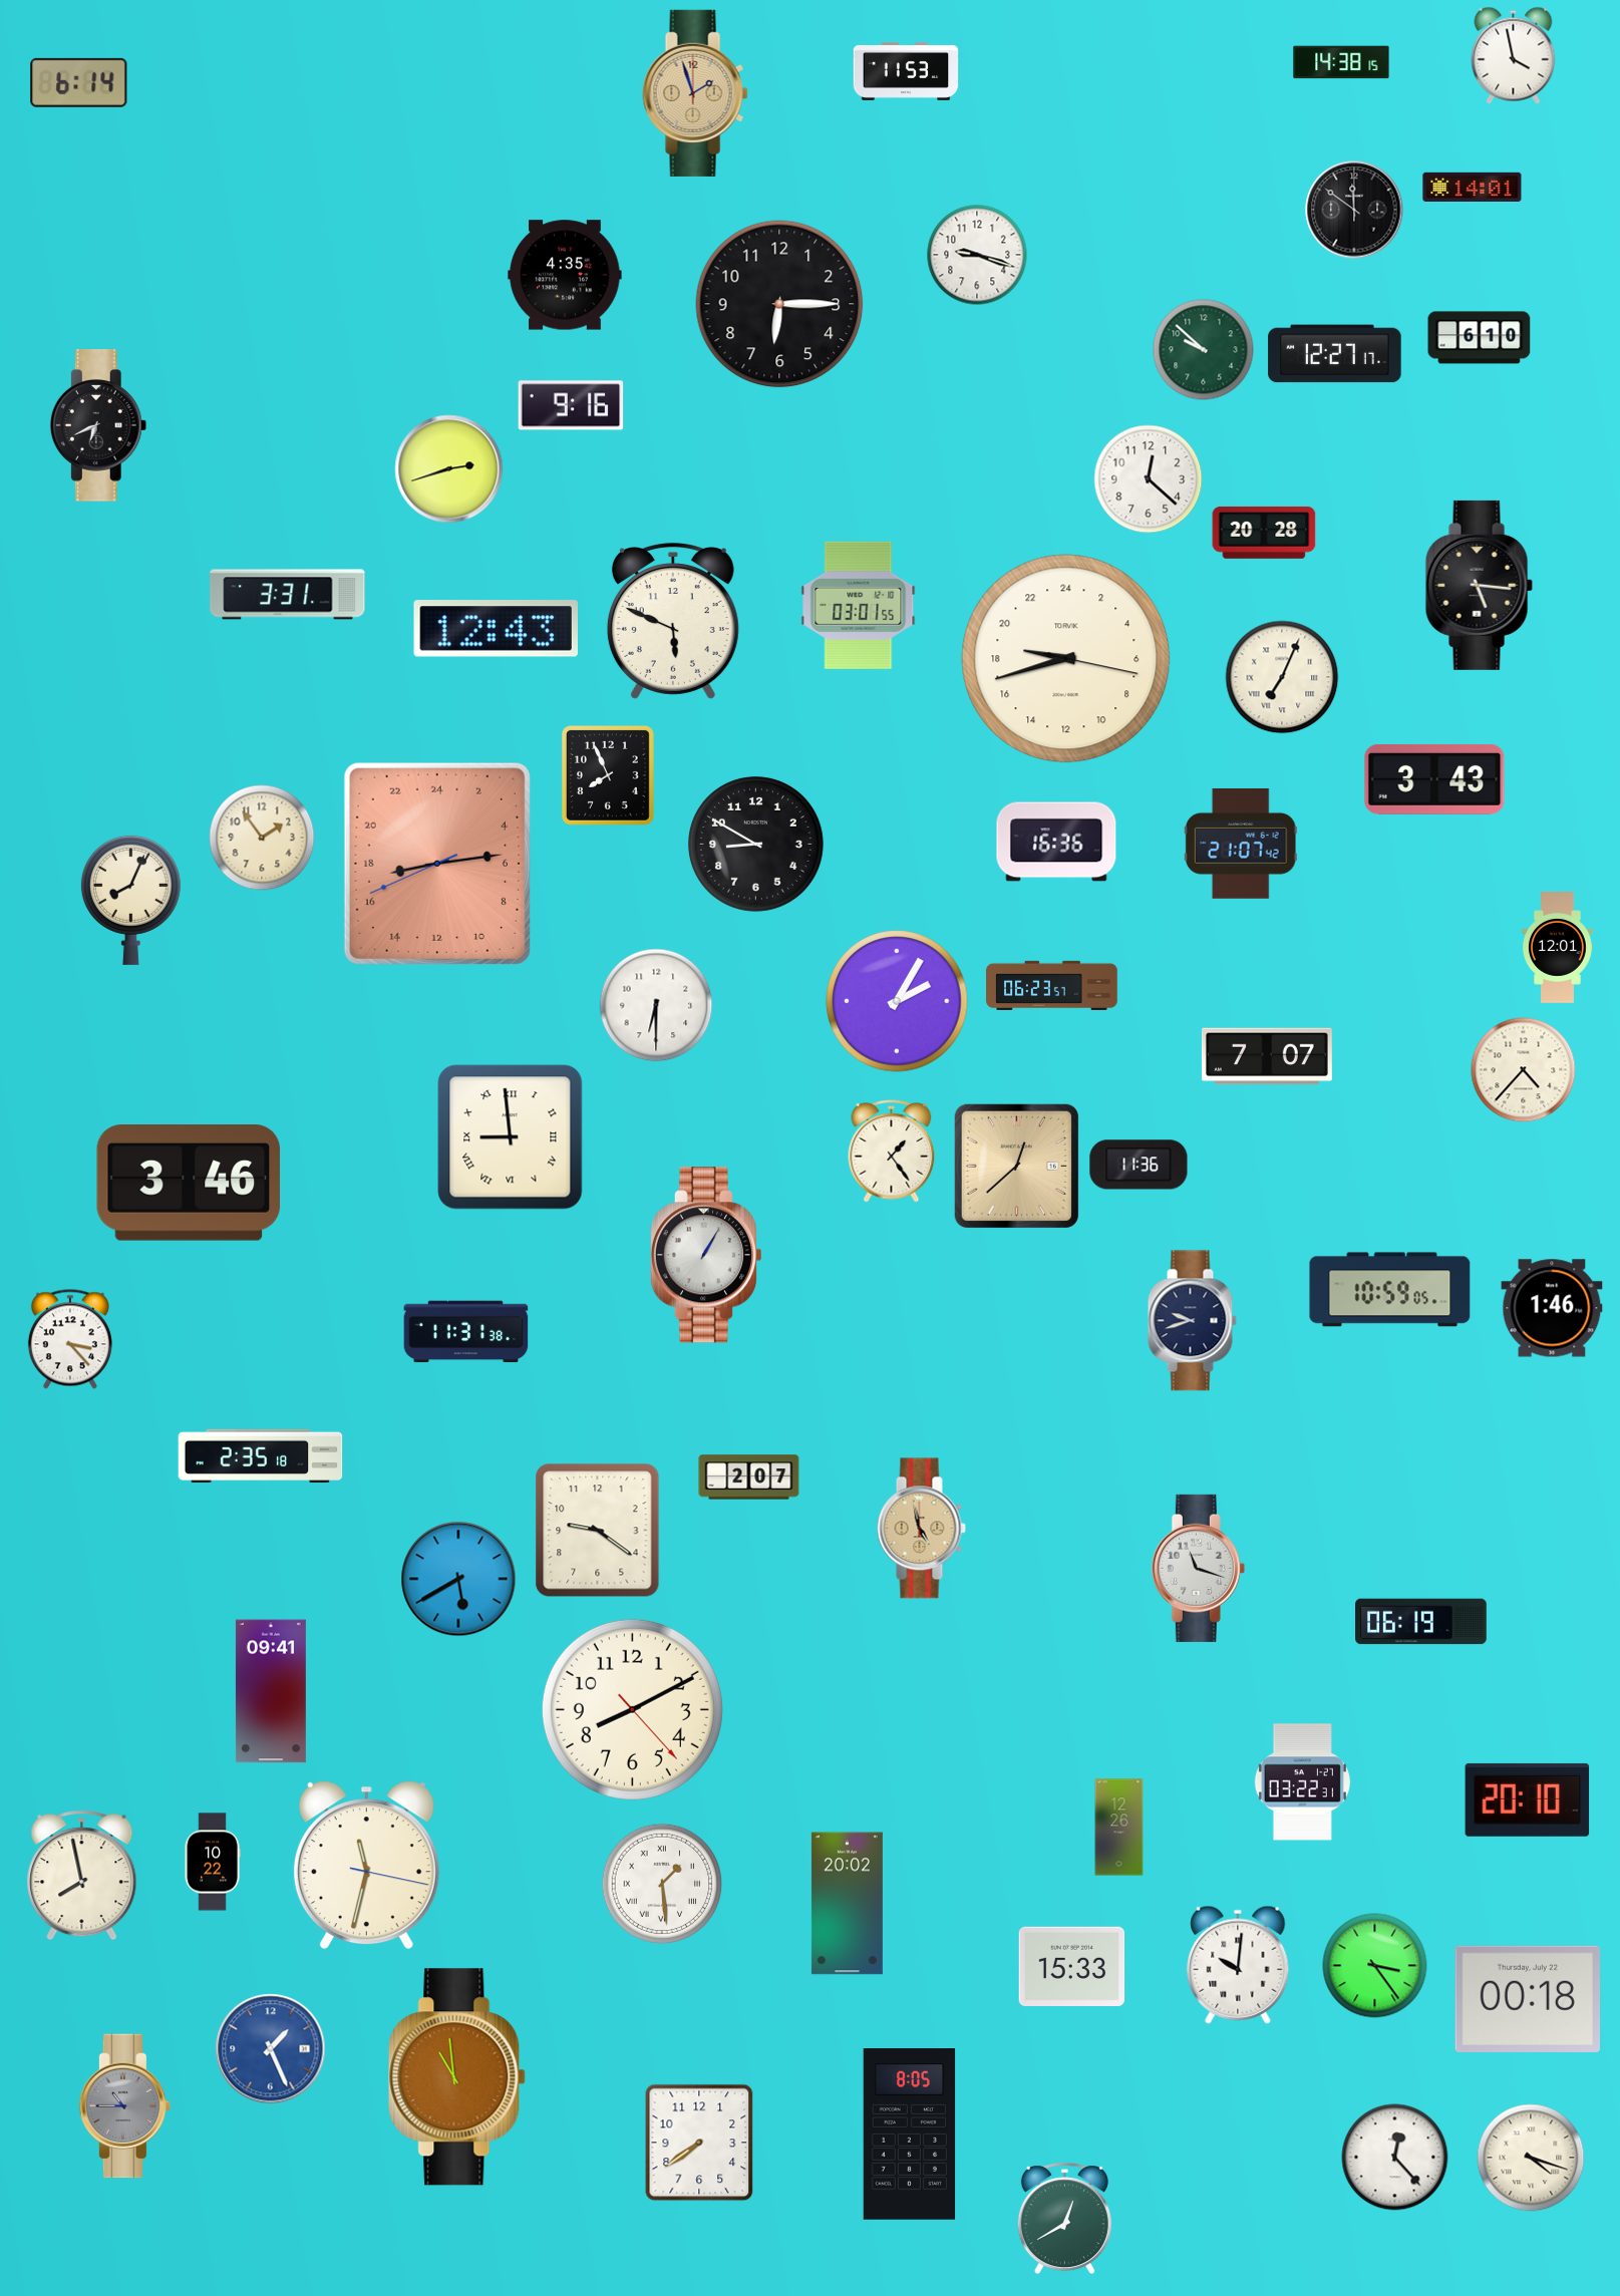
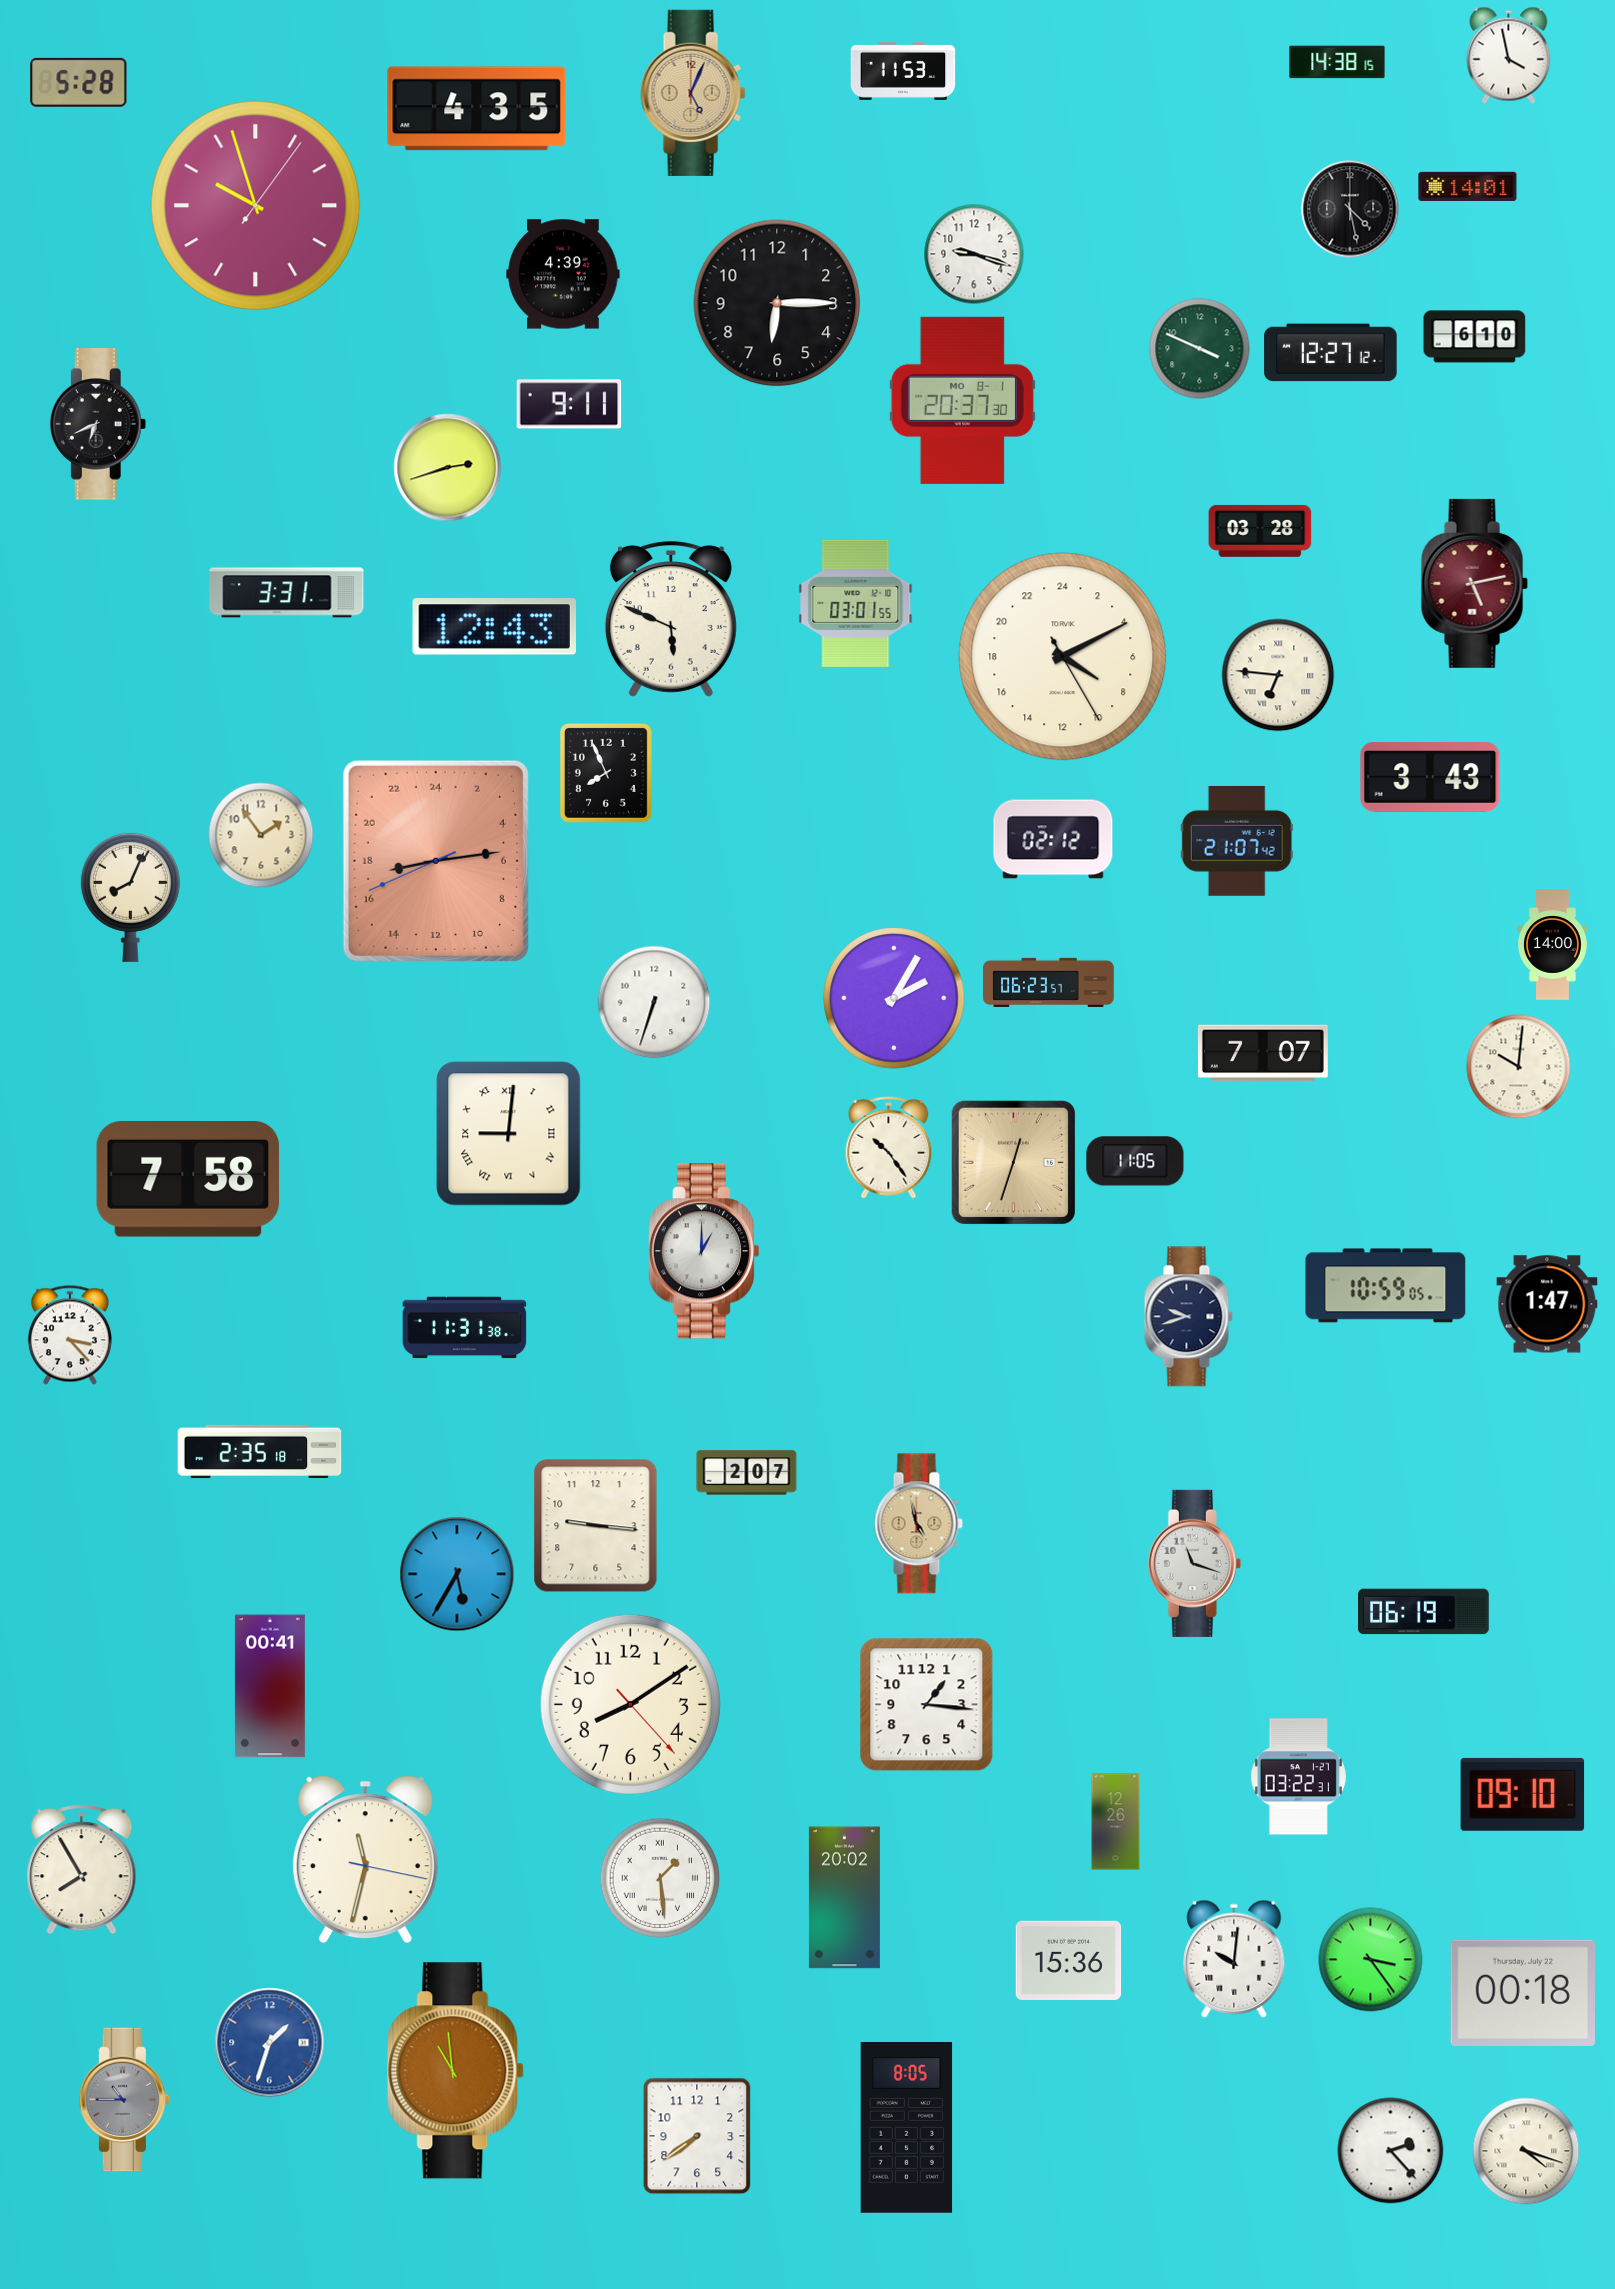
clock at (79, 82): 6:14 -> 5:28
clock at (695, 93): 1:57 -> 5:04
clock at (477, 109): none -> 4:35
clock at (256, 206): none -> 9:57
clock at (1354, 210): 11:51 -> 4:28
clock at (565, 275): 4:35 -> 4:39
clock at (1204, 350): 9:52 -> 3:49
clock at (1335, 354): 12:27:17 -> 12:27:12
clock at (962, 400): none -> 20:37
clock at (571, 405): 9:16 -> 9:11
clock at (1149, 479): 12:22 -> none
clock at (1264, 533): 20:28 -> 03:28
clock at (1479, 585): 5:16 -> 5:13
clock at (1479, 585) dial: black -> burgundy
clock at (1066, 659): 18:42 -> 8:10
clock at (1282, 677): 7:04 -> 6:46
clock at (1056, 842): 16:36 -> 02:12
clock at (755, 844): 8:50 -> none
clock at (1557, 948): 12:01 -> 14:00
clock at (656, 1005): 6:30 -> 6:33
clock at (1524, 1070): 4:37 -> 10:01
clock at (511, 1137): 8:59 -> 9:01
clock at (892, 1152): 1:24 -> 10:24
clock at (1139, 1165): 11:36 -> 11:05
clock at (1016, 1166): 12:38 -> 12:33
clock at (189, 1184): 3:46 -> 7:58
clock at (706, 1255): 1:05 -> 1:00
clock at (1552, 1308): 1:46 -> 1:47
clock at (598, 1531): 9:21 -> 9:16
clock at (458, 1579): 5:40 -> 5:35
clock at (1421, 1622) position: (1421, 1622) -> (1424, 1612)
clock at (271, 1691): 09:41 -> 00:41
clock at (632, 1709): 8:10 -> 8:09
clock at (927, 1705): none -> 1:16
clock at (1528, 1799): 20:10 -> 09:10
clock at (213, 1862): 10:22 -> none
clock at (82, 1876): 7:58 -> 7:55
clock at (1072, 1966): 15:33 -> 15:36
clock at (271, 2049): 1:26 -> 1:33
clock at (1395, 2158): 12:23 -> 2:23
clock at (1064, 2219): 12:40 -> none
